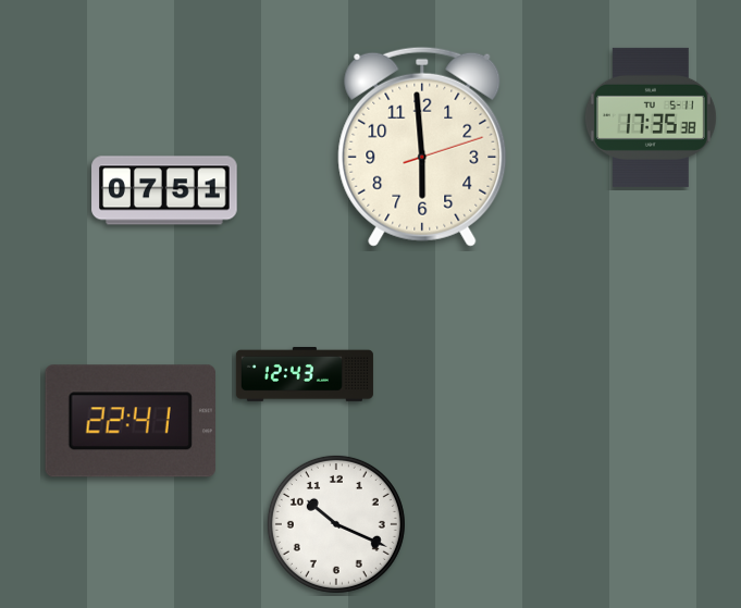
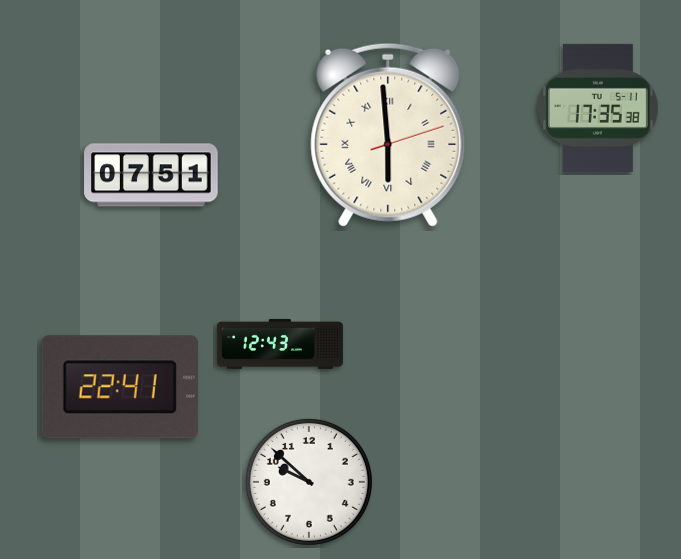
clock at (422, 147) numerals: Arabic -> Roman
clock at (336, 524): 10:19 -> 9:52
